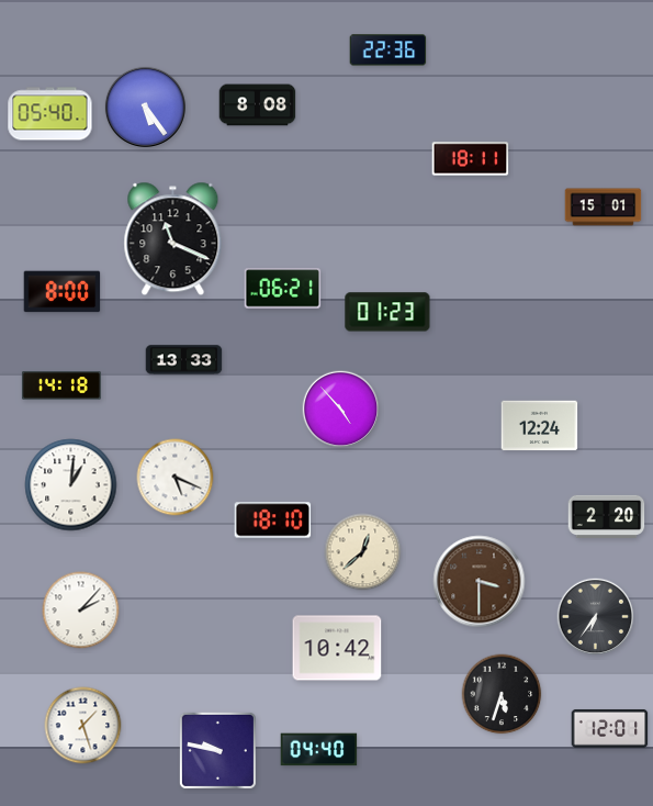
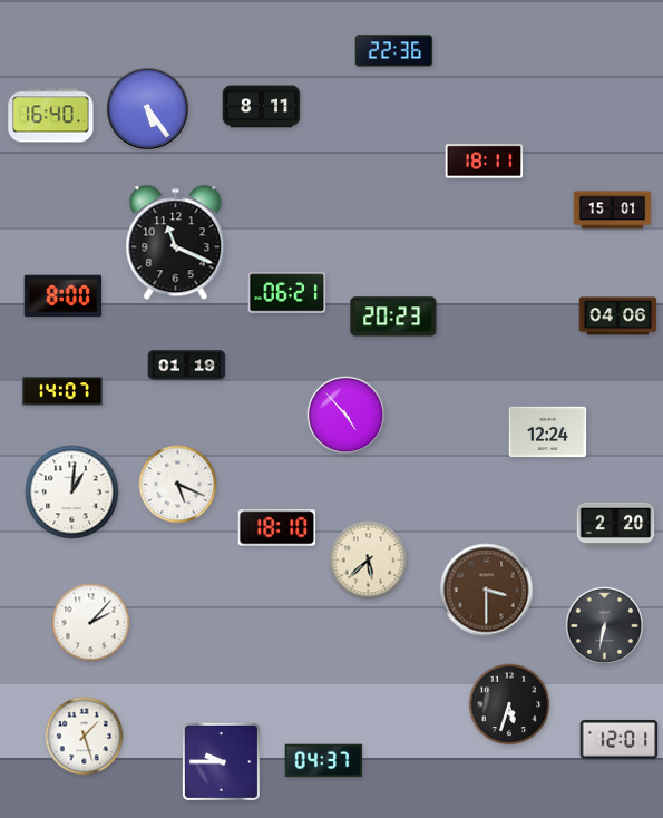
clock at (258, 105): 8:08 -> 8:11
clock at (50, 114): 05:40 -> 16:40
clock at (471, 159) position: (471, 159) -> (485, 162)
clock at (387, 312): 01:23 -> 20:23
clock at (618, 317): none -> 04:06
clock at (184, 360): 13:33 -> 01:19
clock at (61, 385): 14:18 -> 14:07
clock at (363, 552): 12:38 -> 5:38
clock at (81, 611) position: (81, 611) -> (91, 623)
clock at (596, 617): 6:36 -> 6:32
clock at (337, 648): 10:42 -> none
clock at (217, 750): 9:47 -> 9:45
clock at (319, 750): 04:40 -> 04:37
